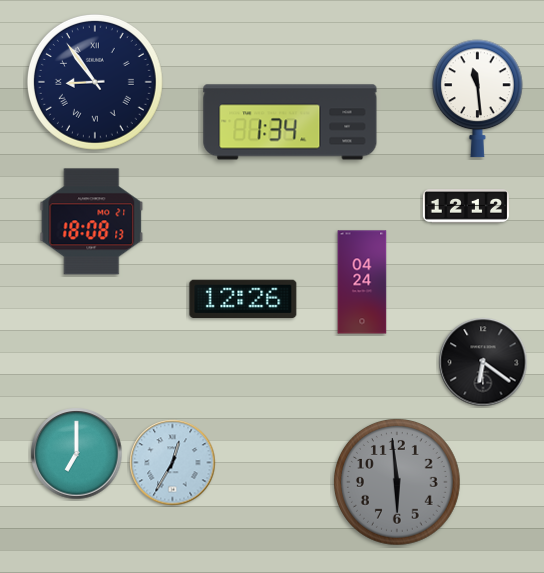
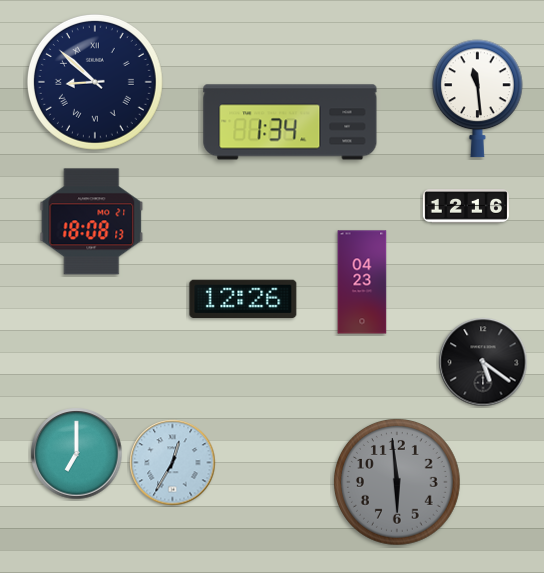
clock at (95, 82): 8:54 -> 8:52
clock at (466, 206): 12:12 -> 12:16
clock at (362, 282): 04:24 -> 04:23
clock at (483, 362): 6:21 -> 5:21
